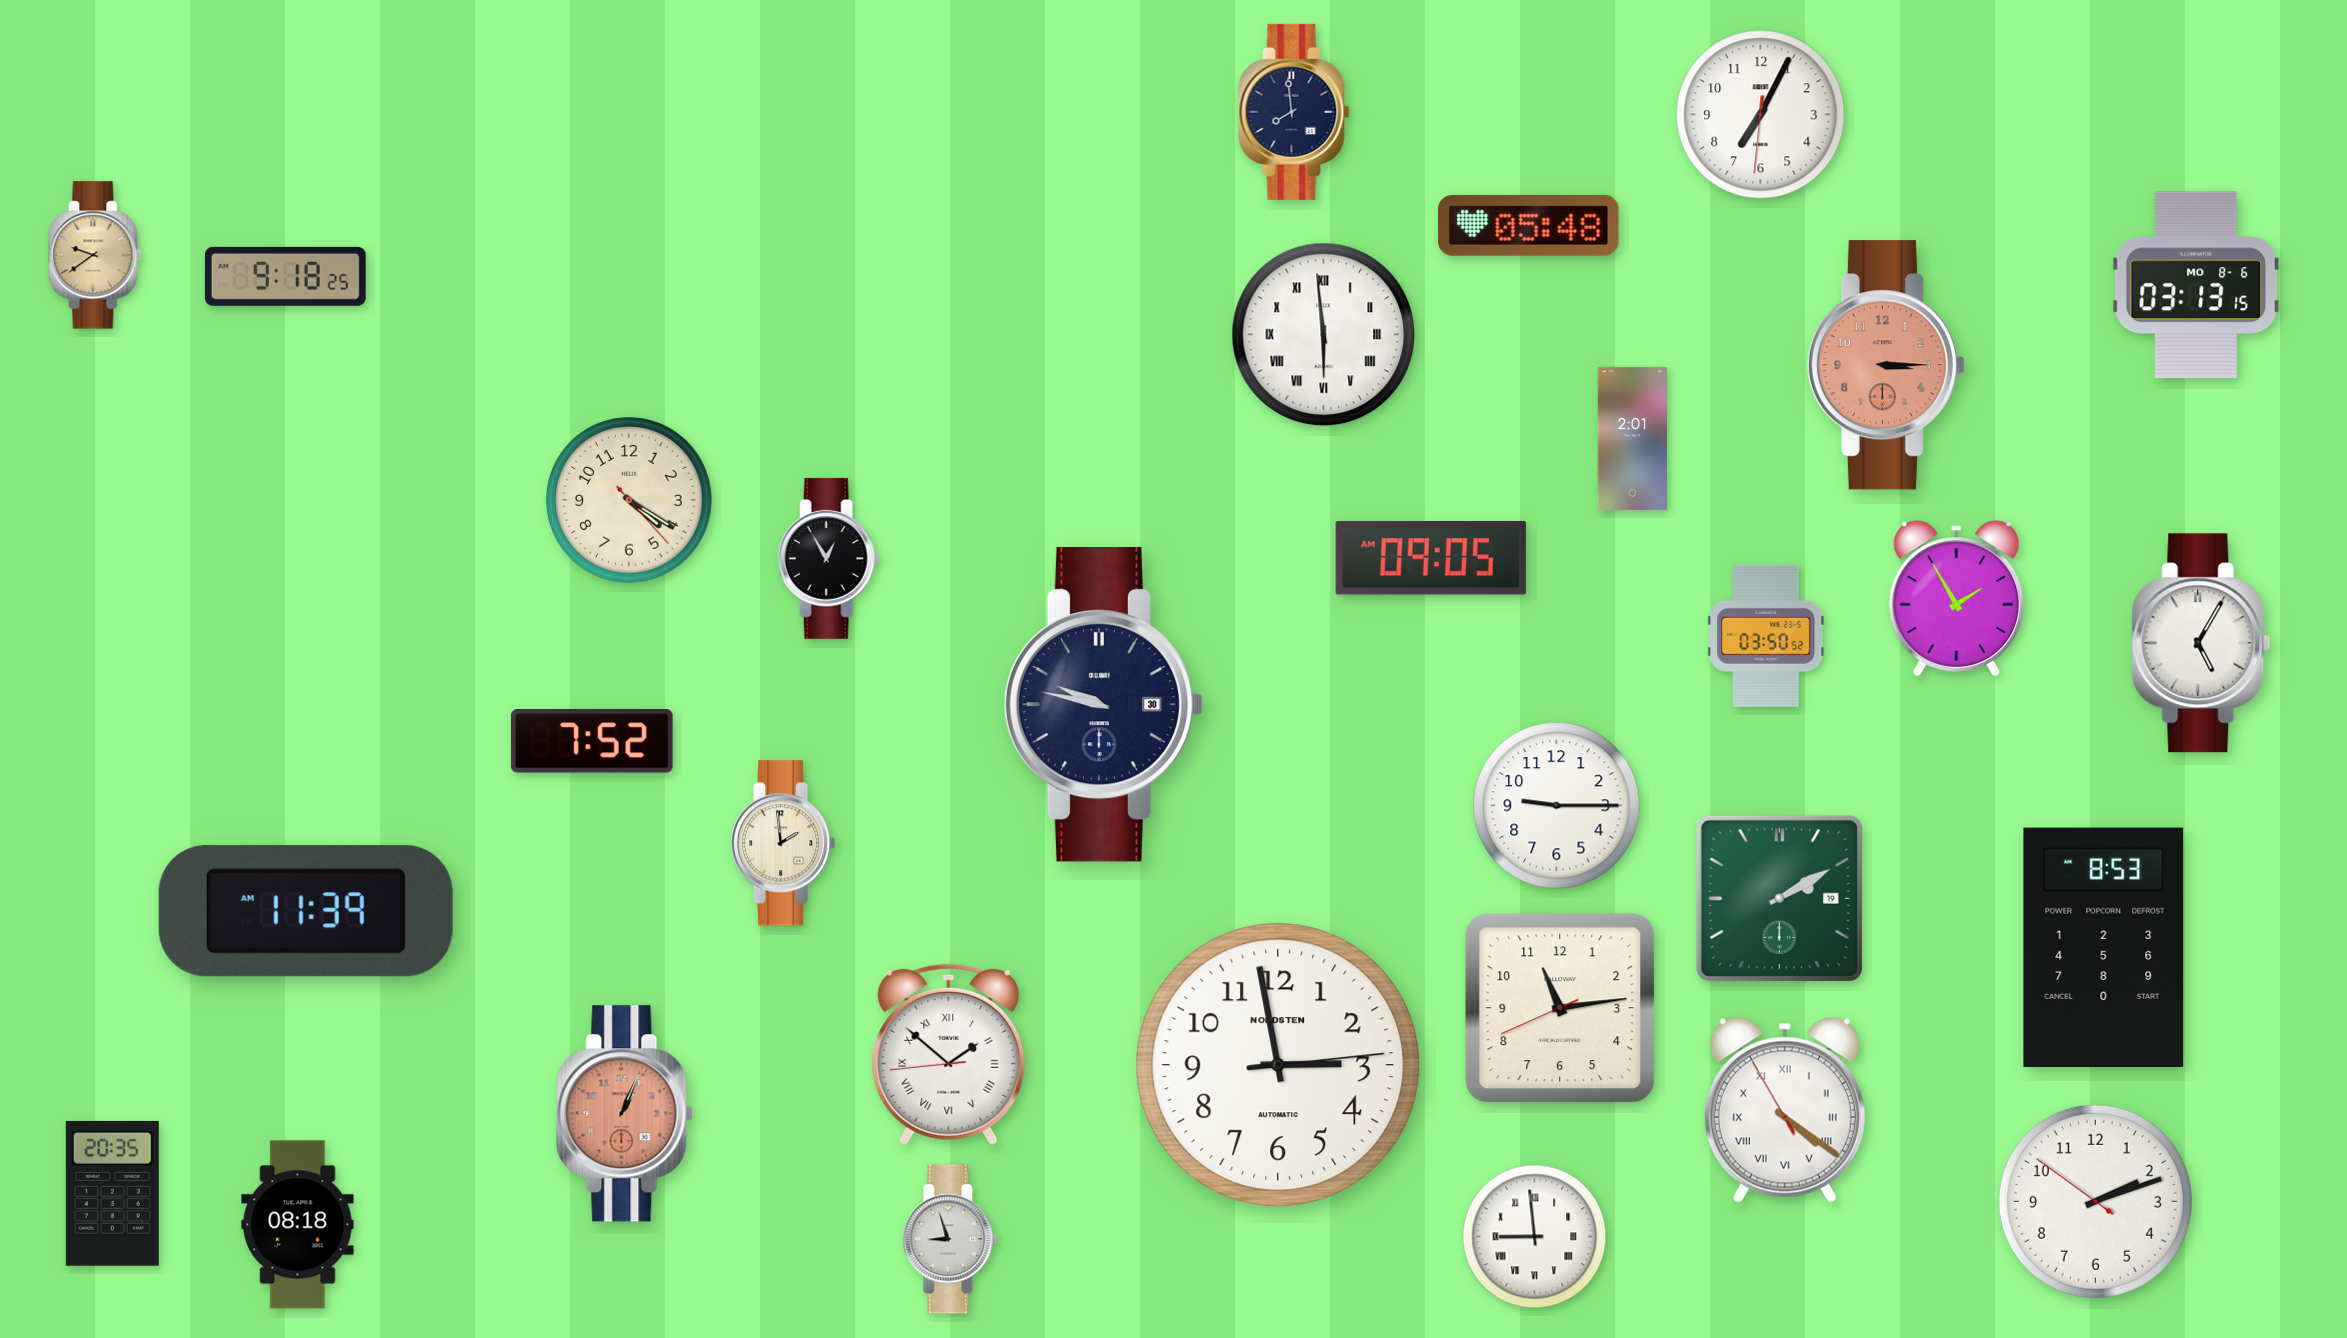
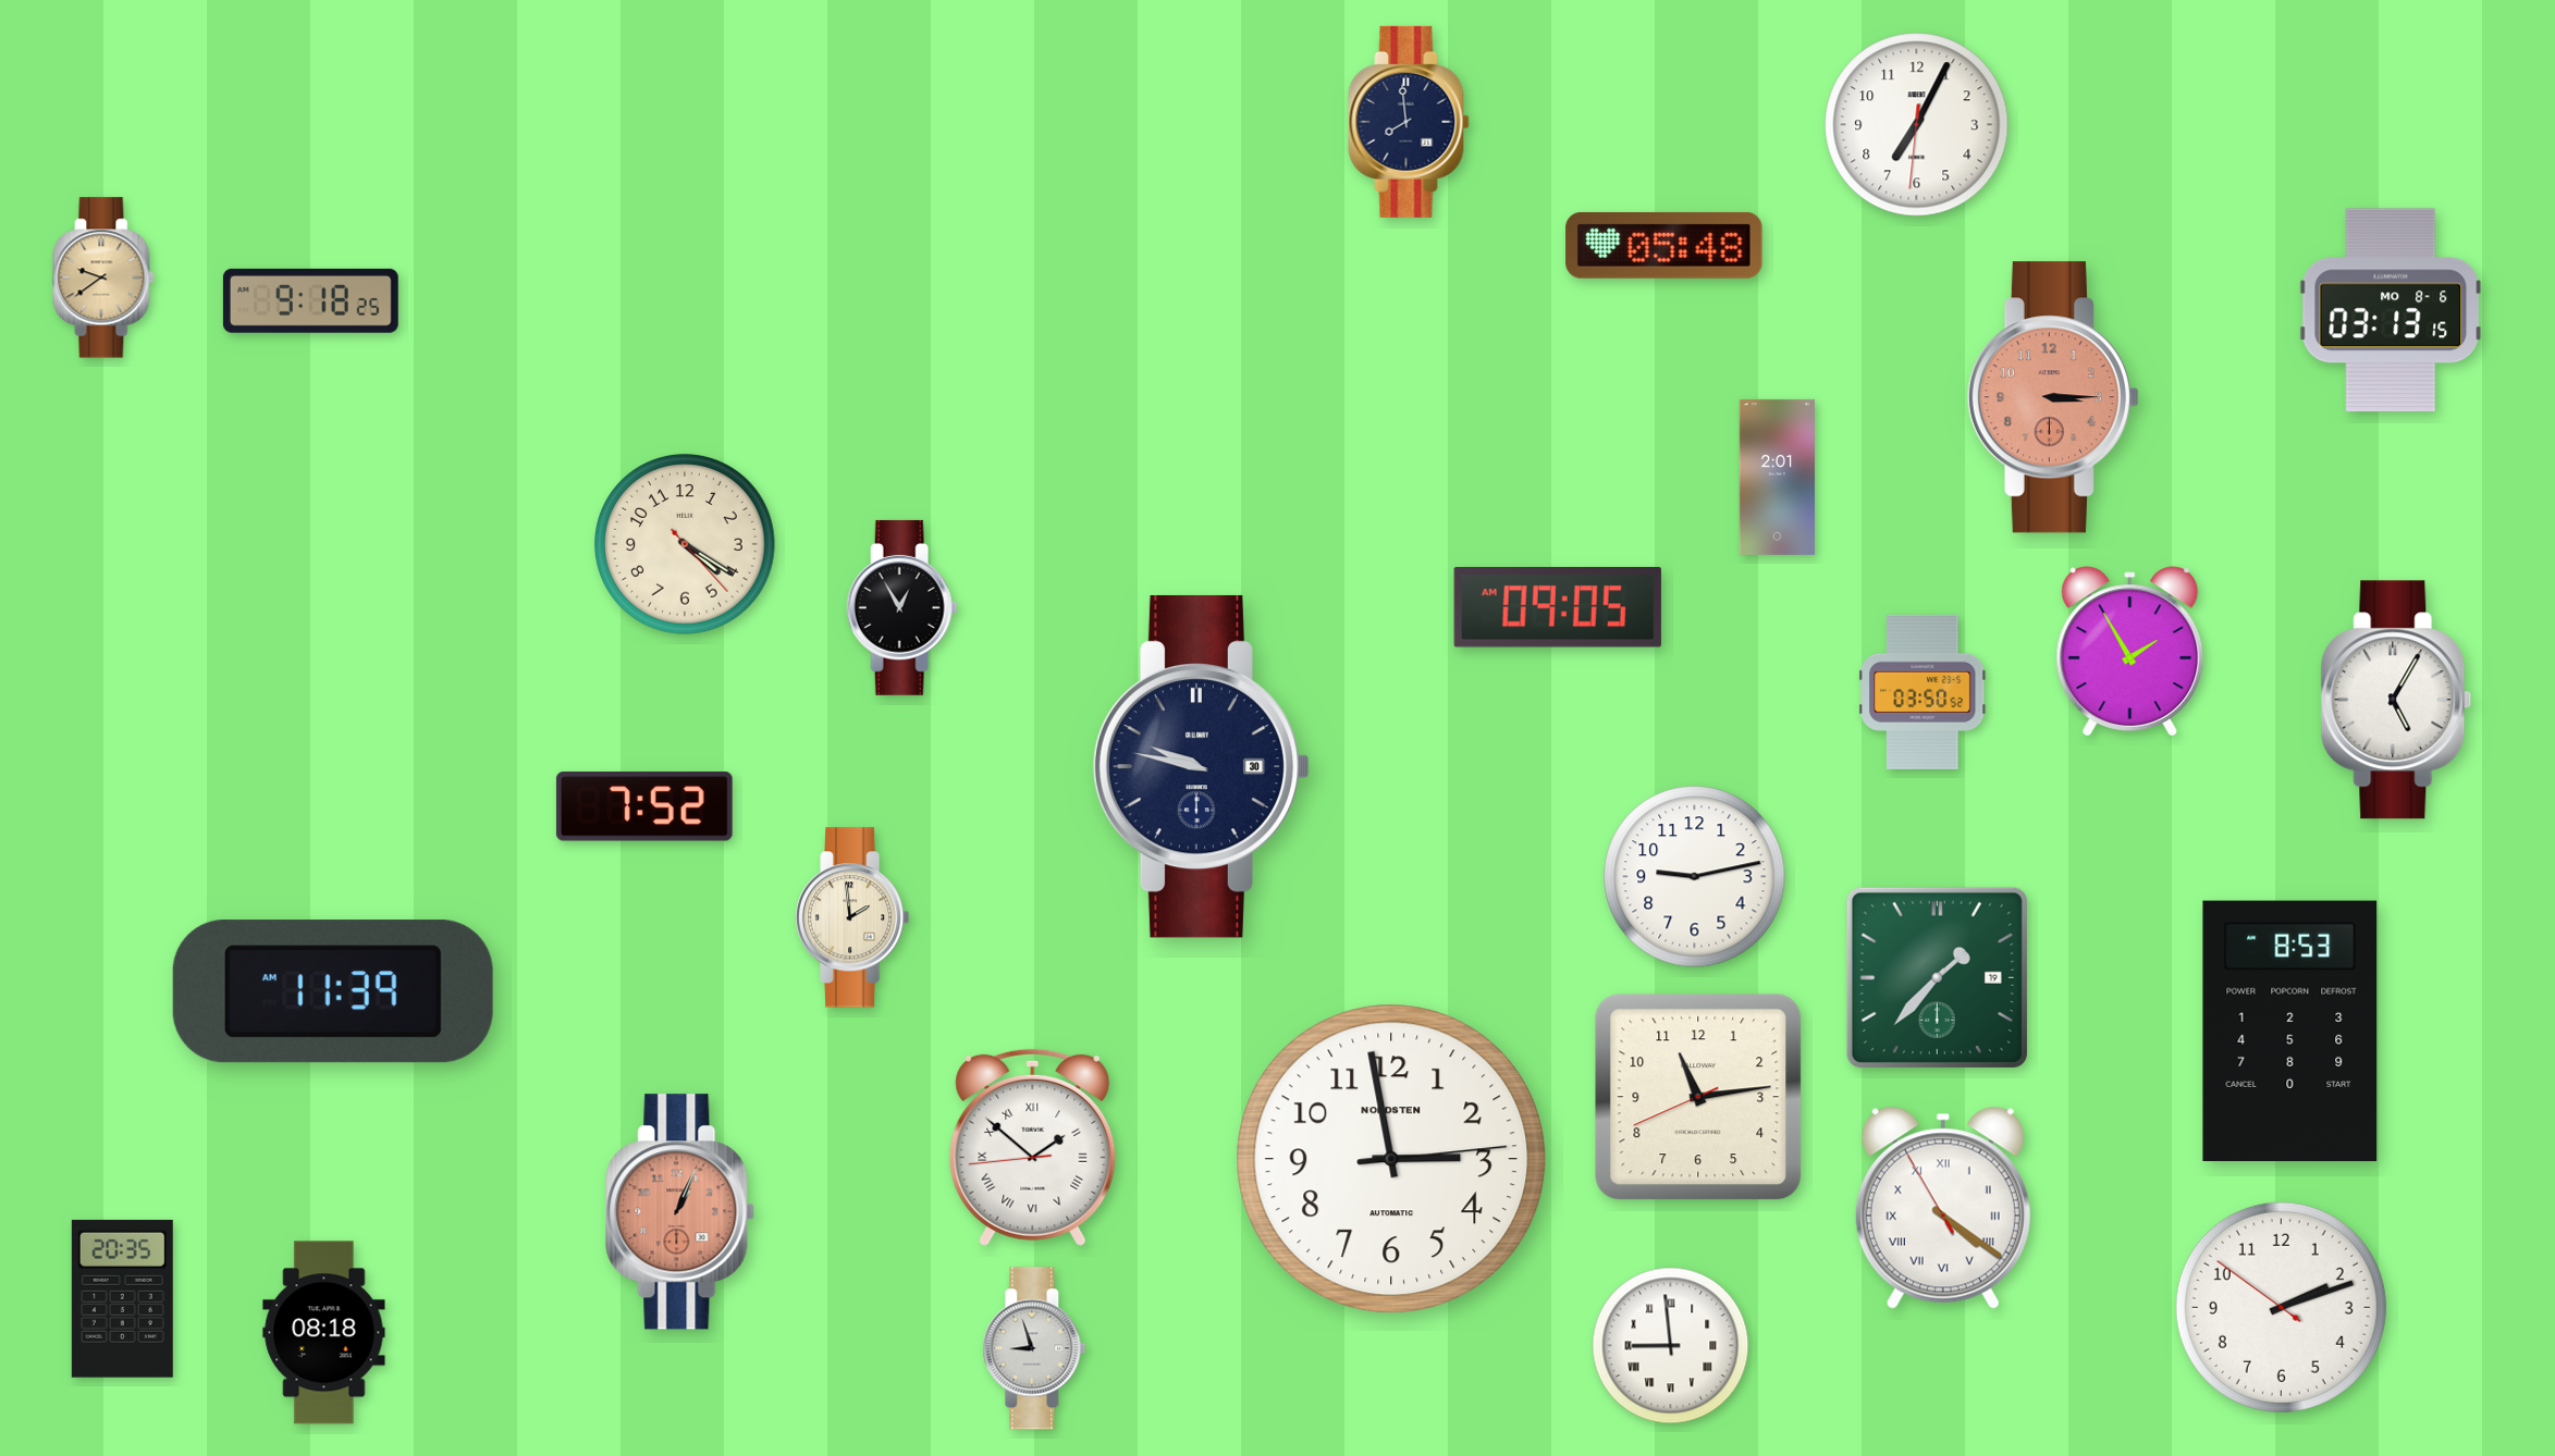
clock at (1324, 335): 5:59 -> none
clock at (1557, 806): 9:15 -> 9:13
clock at (1779, 898): 2:10 -> 1:37
